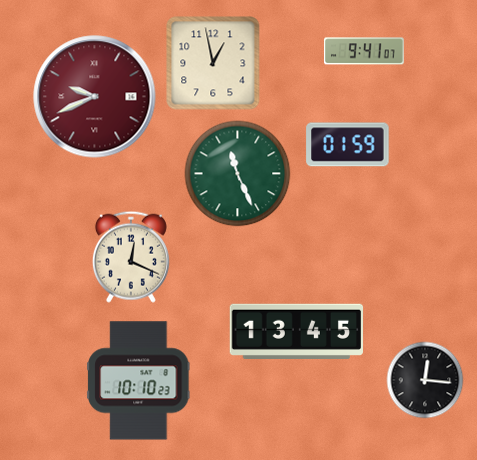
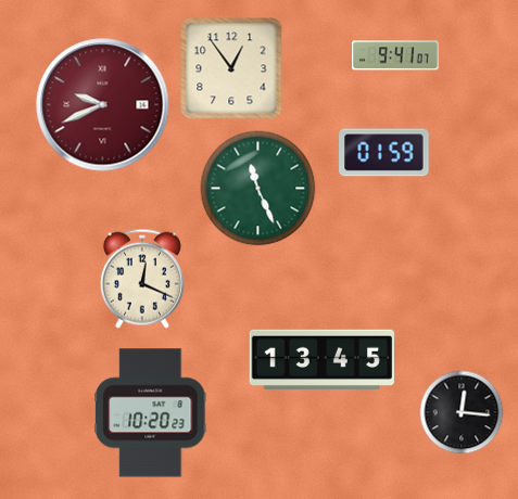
clock at (213, 63): 12:58 -> 12:54
clock at (348, 145) position: (348, 145) -> (384, 153)
clock at (139, 381): 10:10 -> 10:20
